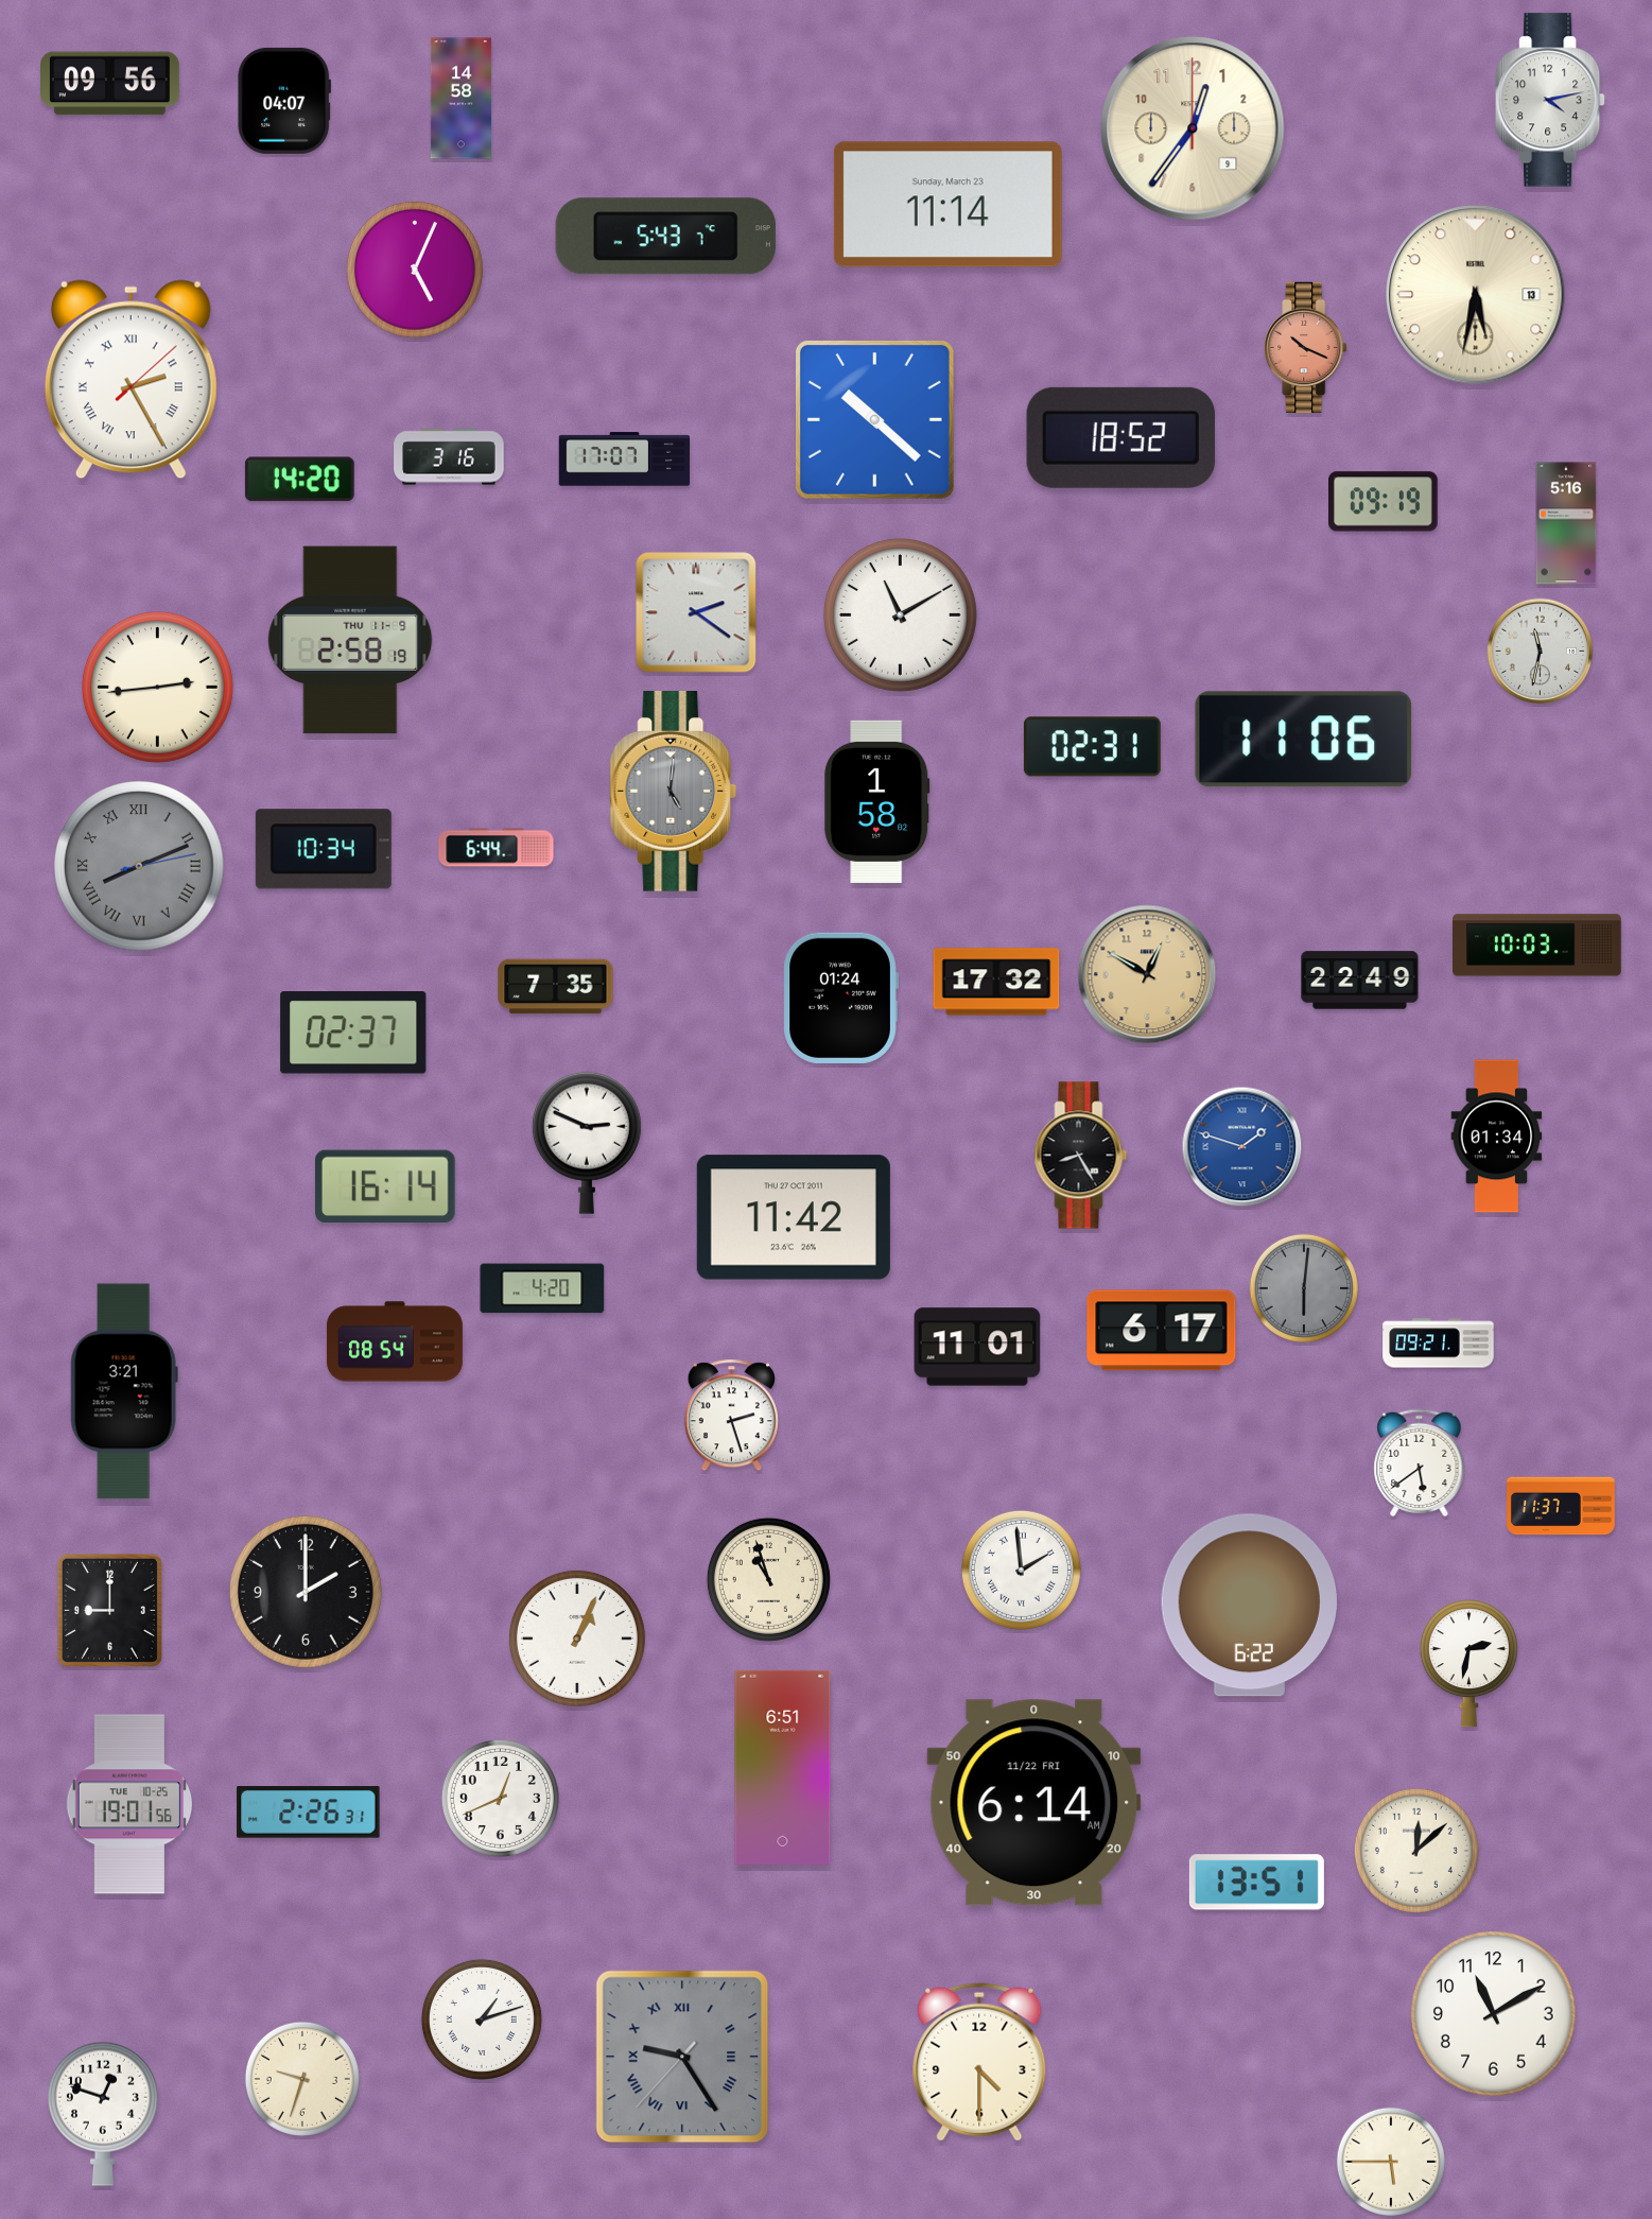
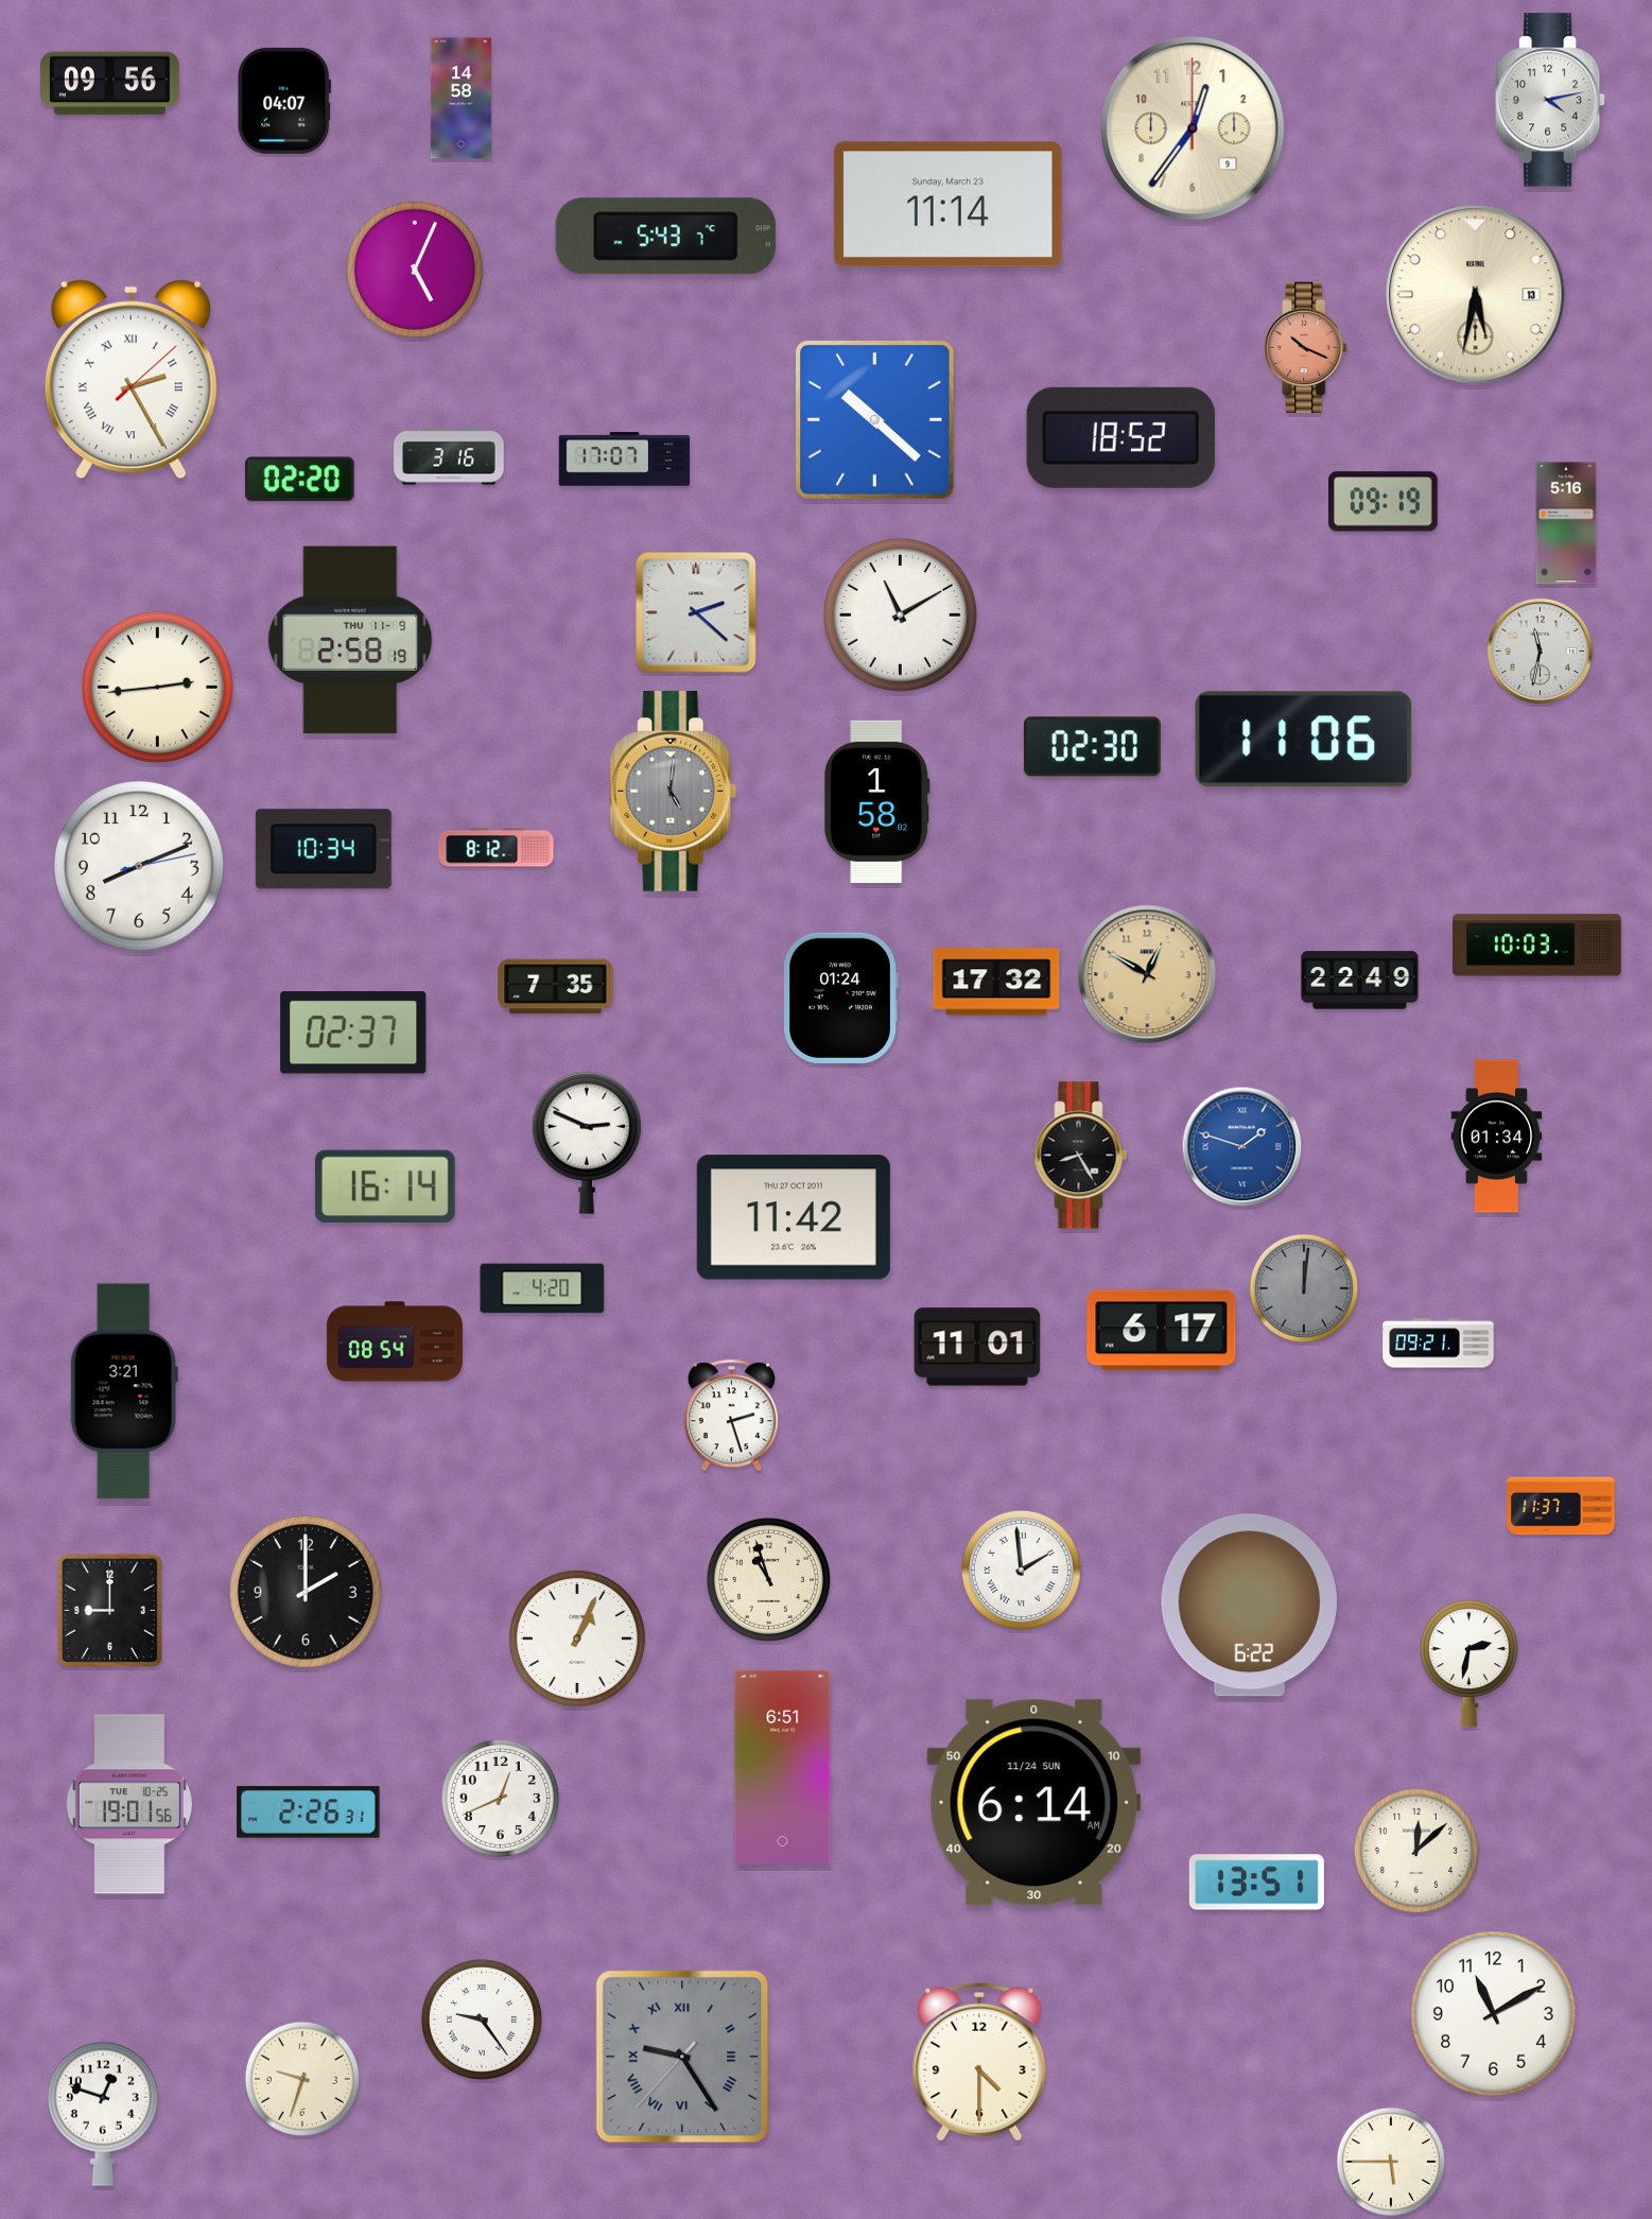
clock at (299, 480): 14:20 -> 02:20
clock at (696, 612): 2:21 -> 2:22
clock at (1092, 747): 02:31 -> 02:30
clock at (497, 848): 6:44 -> 8:12
clock at (139, 866) dial: grey -> white
clock at (139, 866) numerals: Roman -> Arabic
clock at (1304, 1288): 6:01 -> 12:01
clock at (1420, 1463): 5:39 -> none
clock at (1034, 1803) date: 11/22 FRI -> 11/24 SUN
clock at (482, 2019): 1:12 -> 9:24
